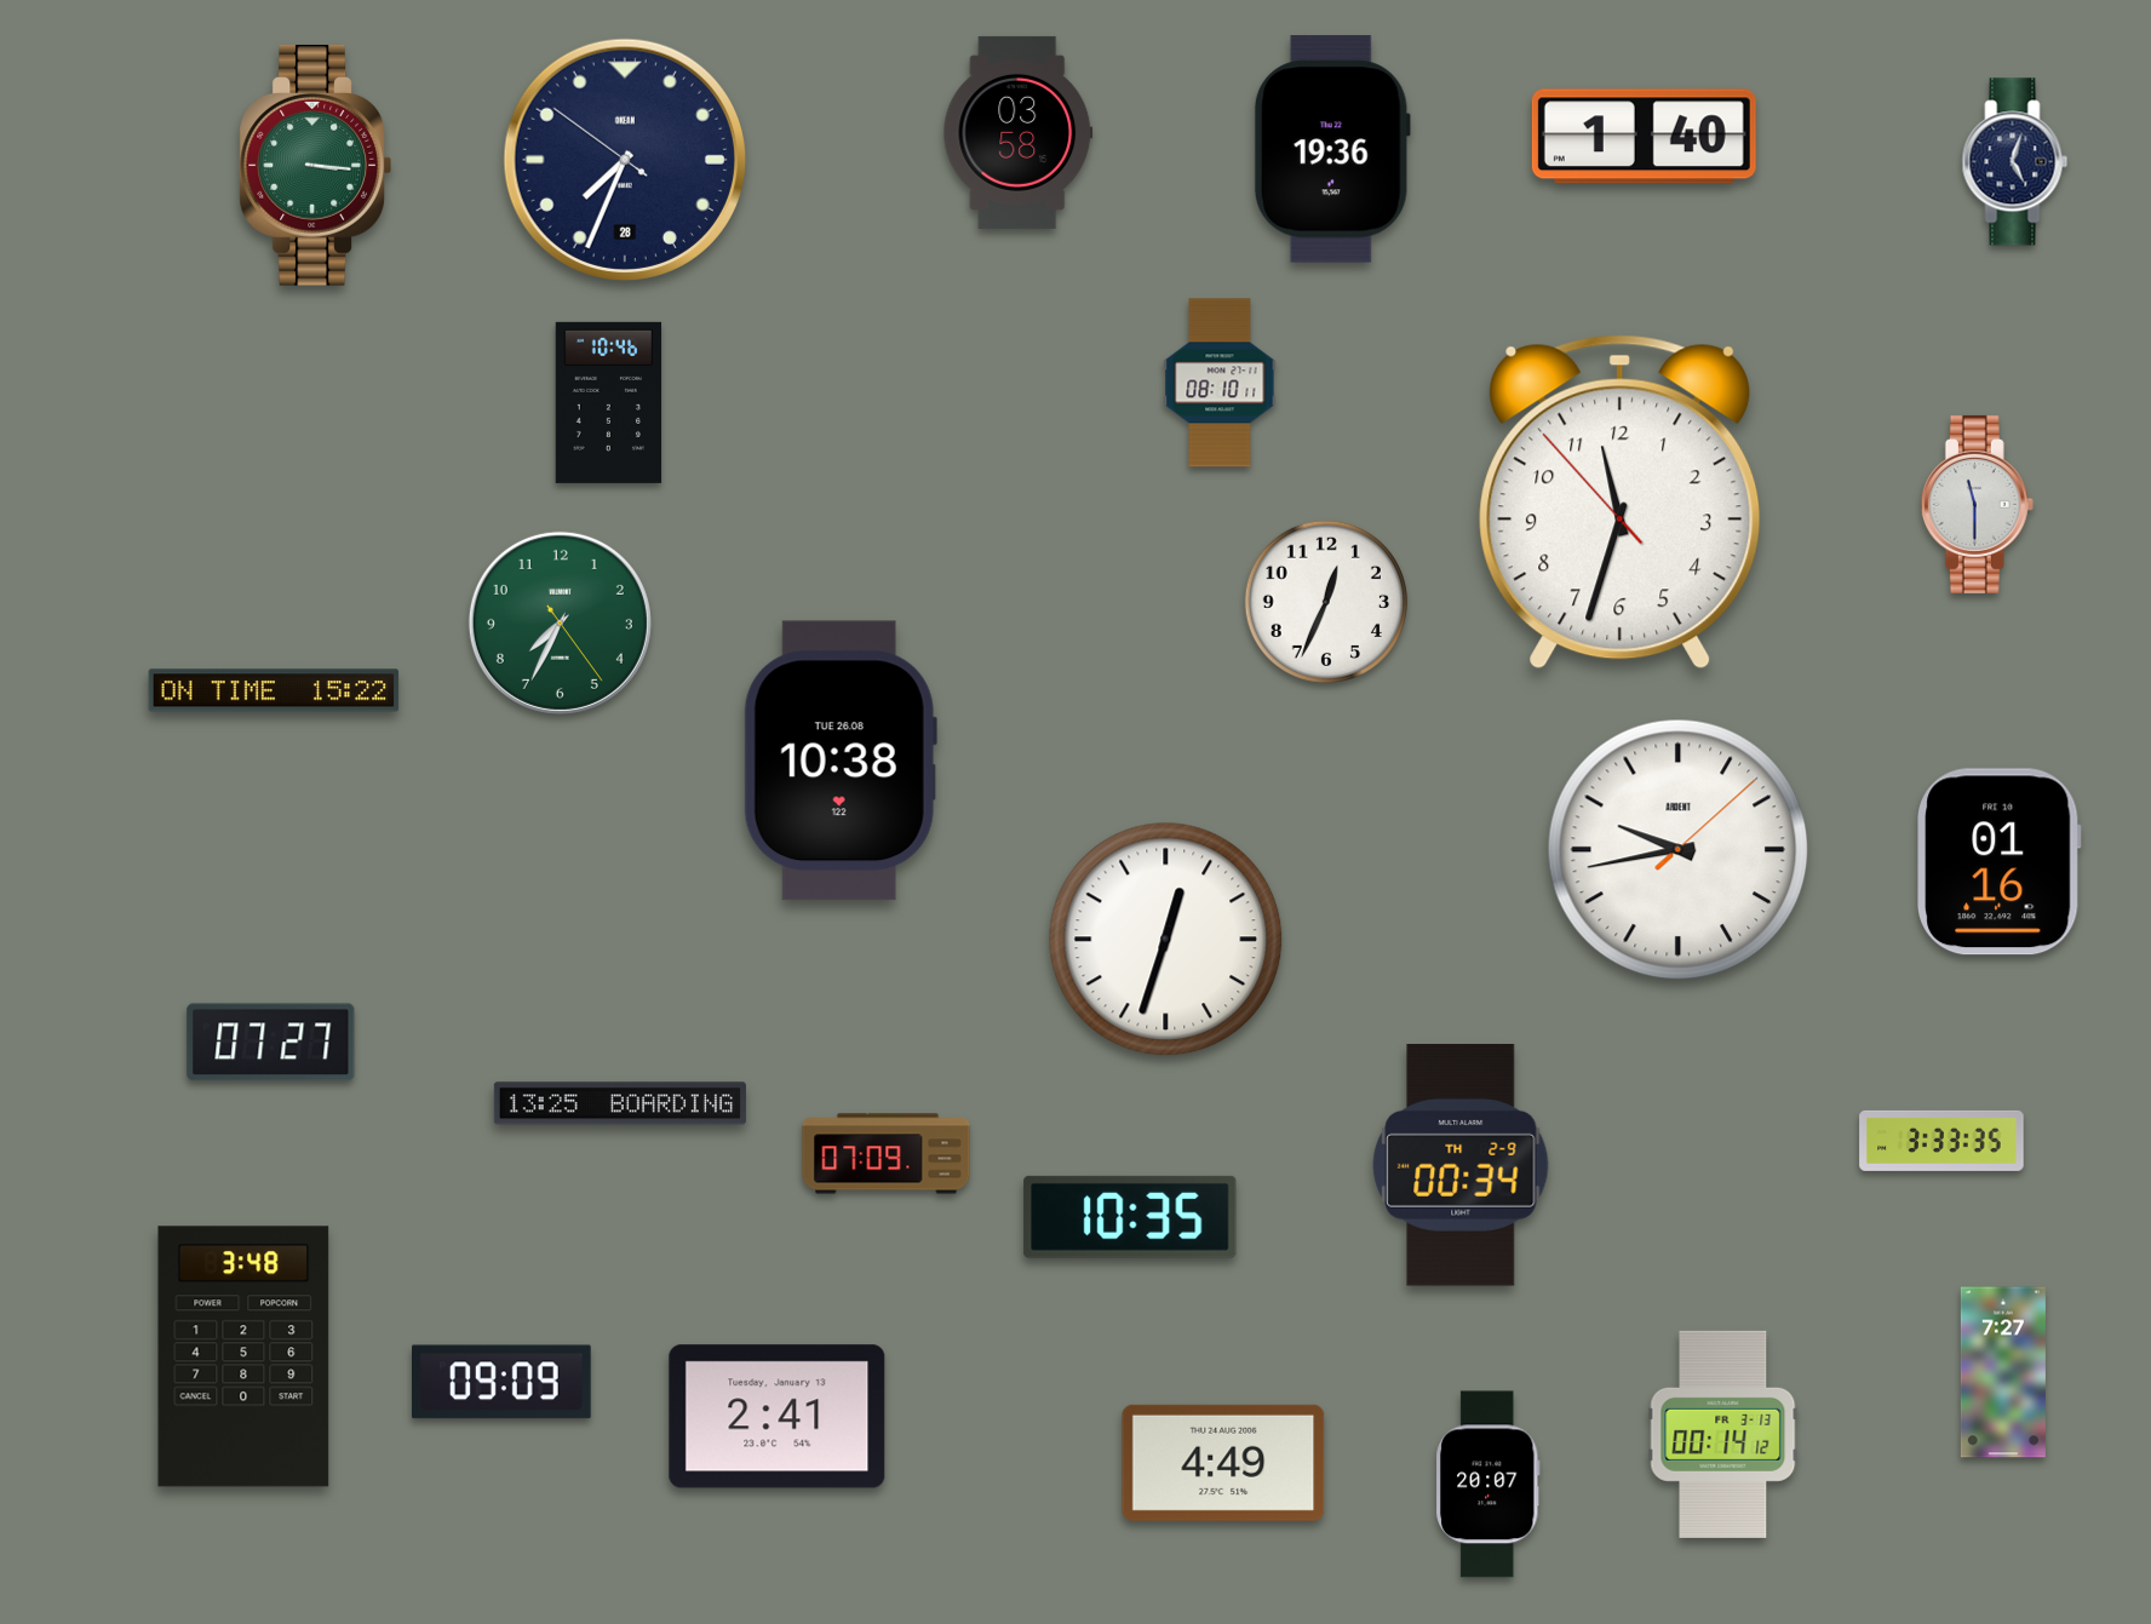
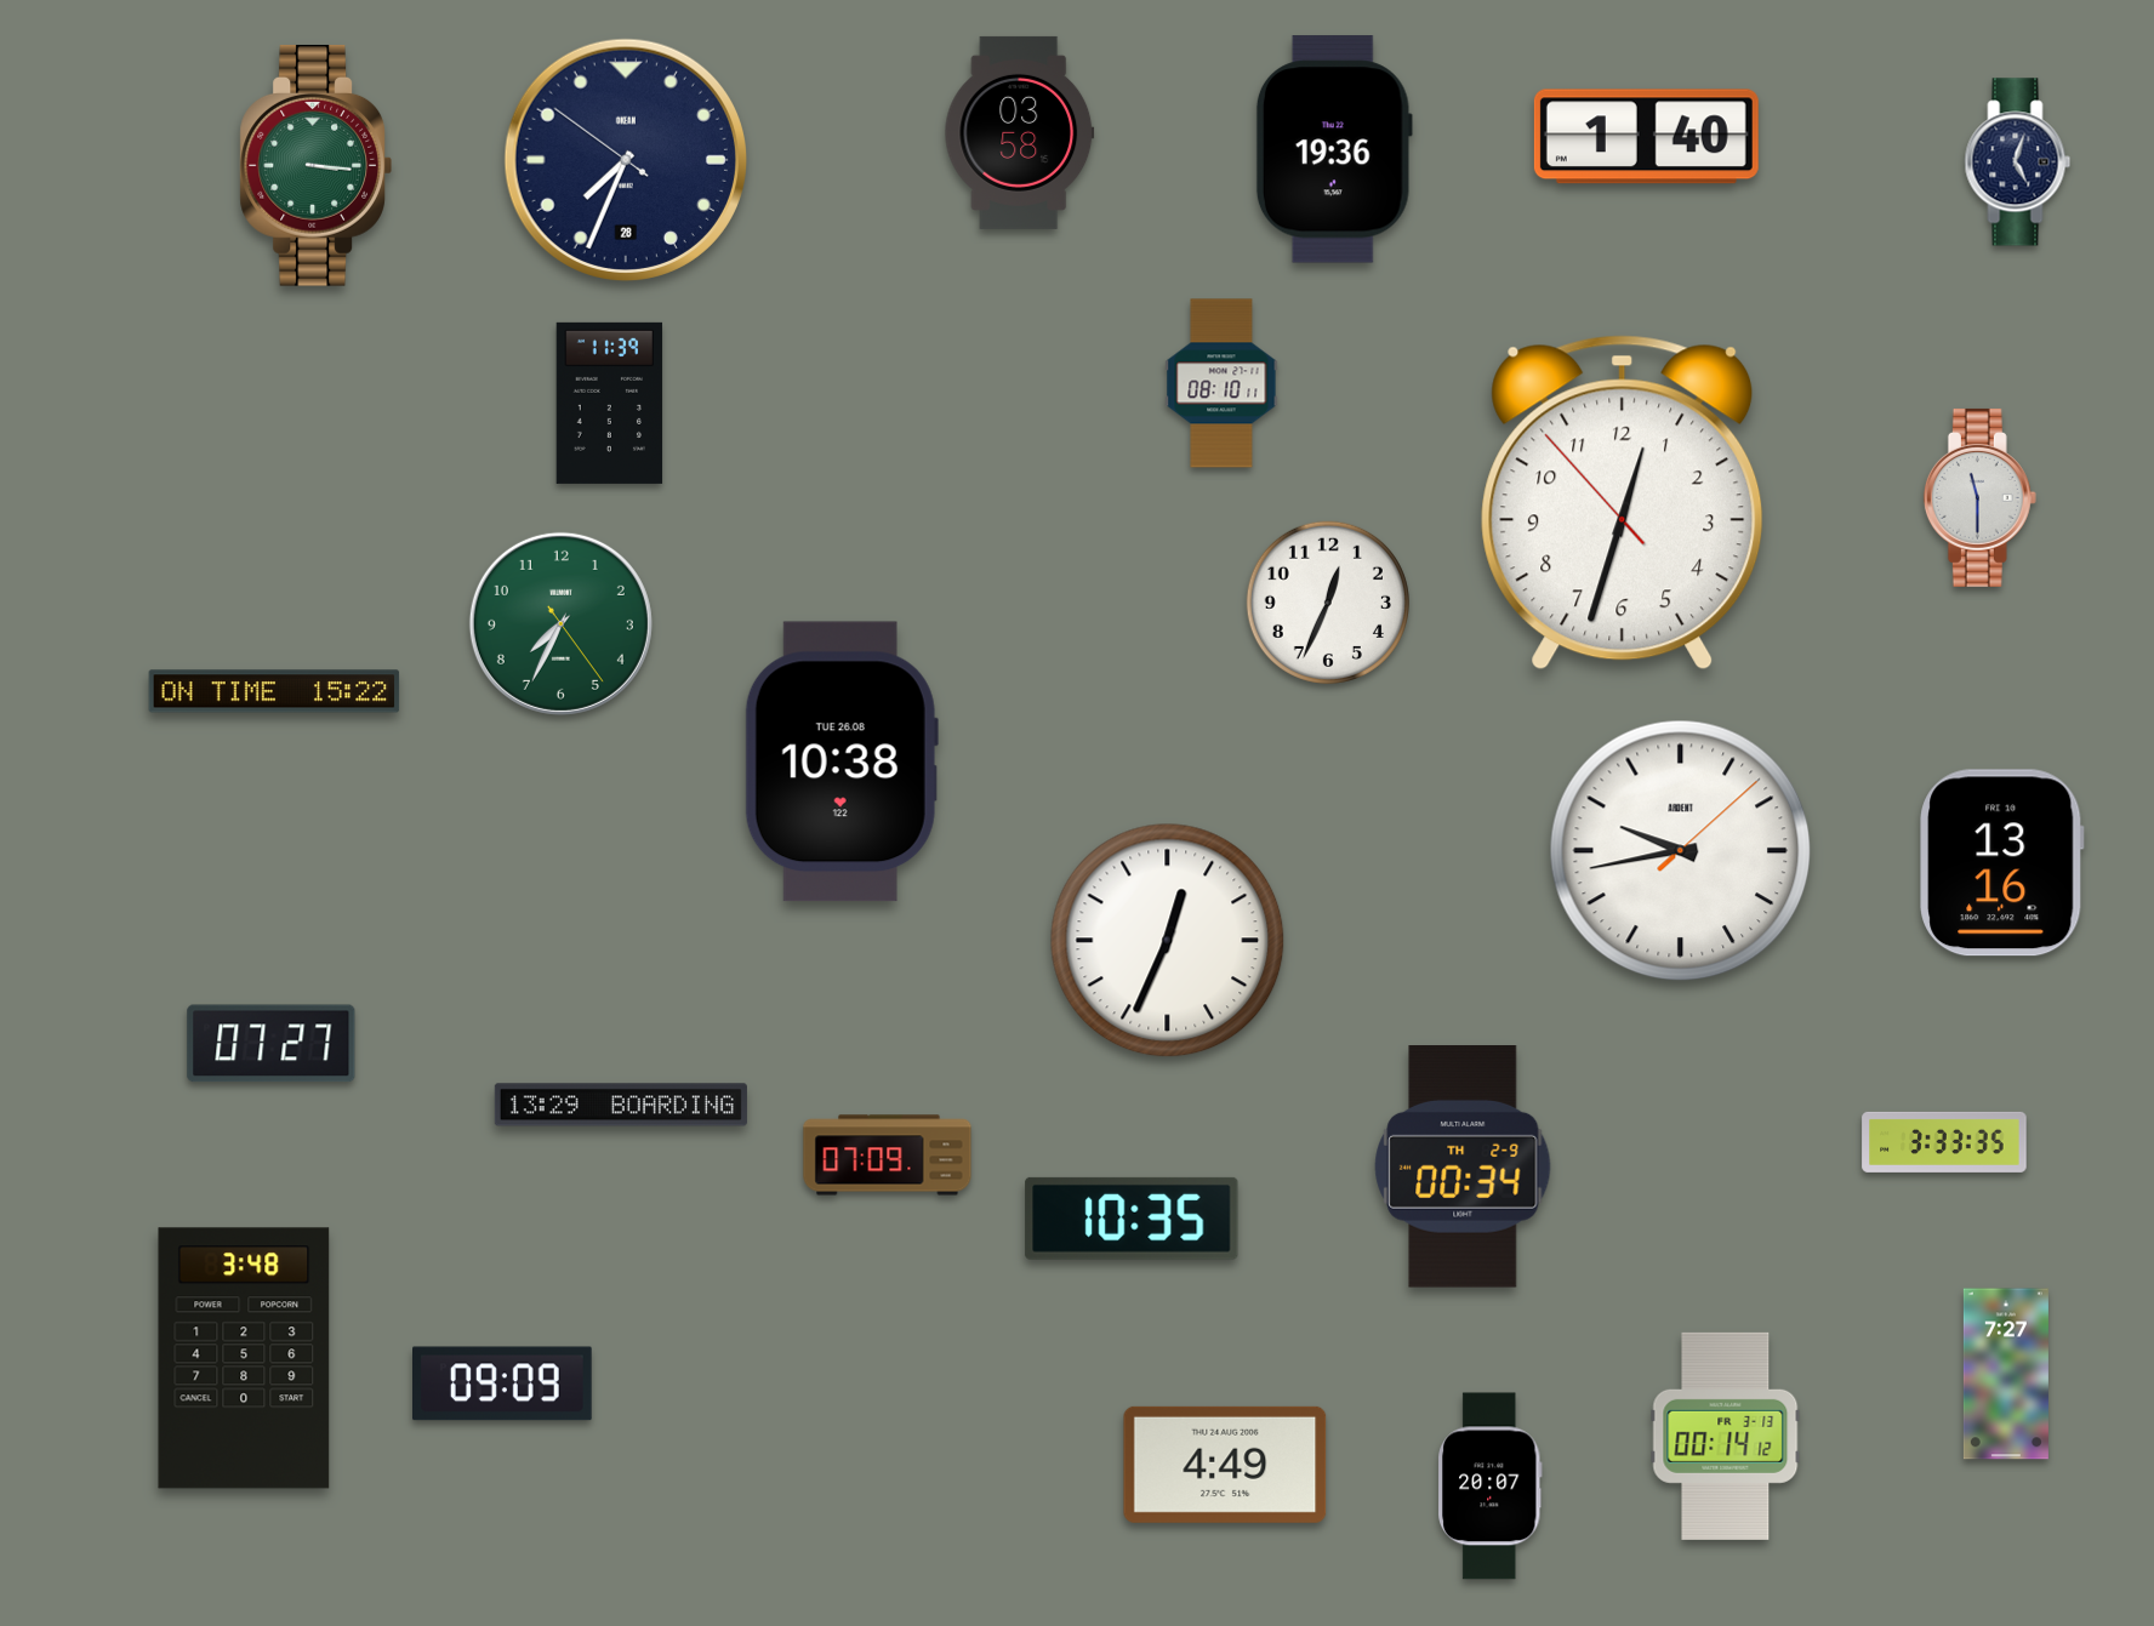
clock at (609, 402): 10:46 -> 11:39
clock at (1621, 503): 11:32 -> 12:32
clock at (1977, 504) position: (1977, 504) -> (1979, 497)
clock at (2000, 862): 01:16 -> 13:16
clock at (1166, 940): 12:33 -> 12:34
clock at (620, 1103): 13:25 -> 13:29
clock at (778, 1417): 2:41 -> none
